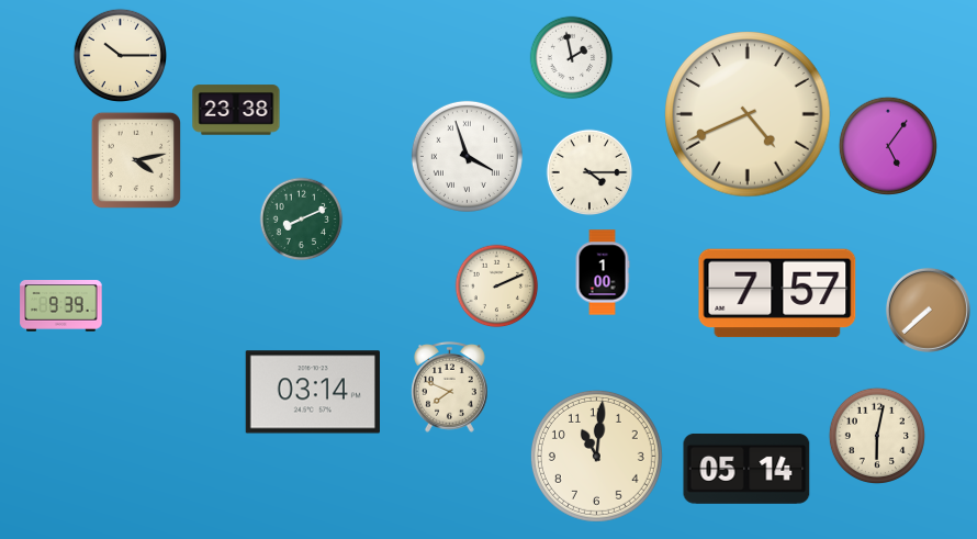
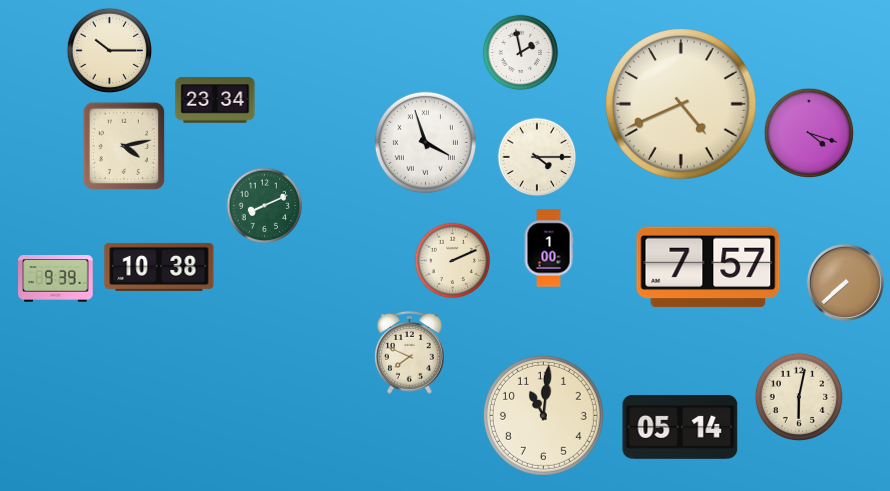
clock at (236, 110): 23:38 -> 23:34
clock at (888, 146): 5:06 -> 4:18
clock at (302, 220) position: (302, 220) -> (265, 206)
clock at (159, 267): none -> 10:38
clock at (313, 392): 03:14 -> none
